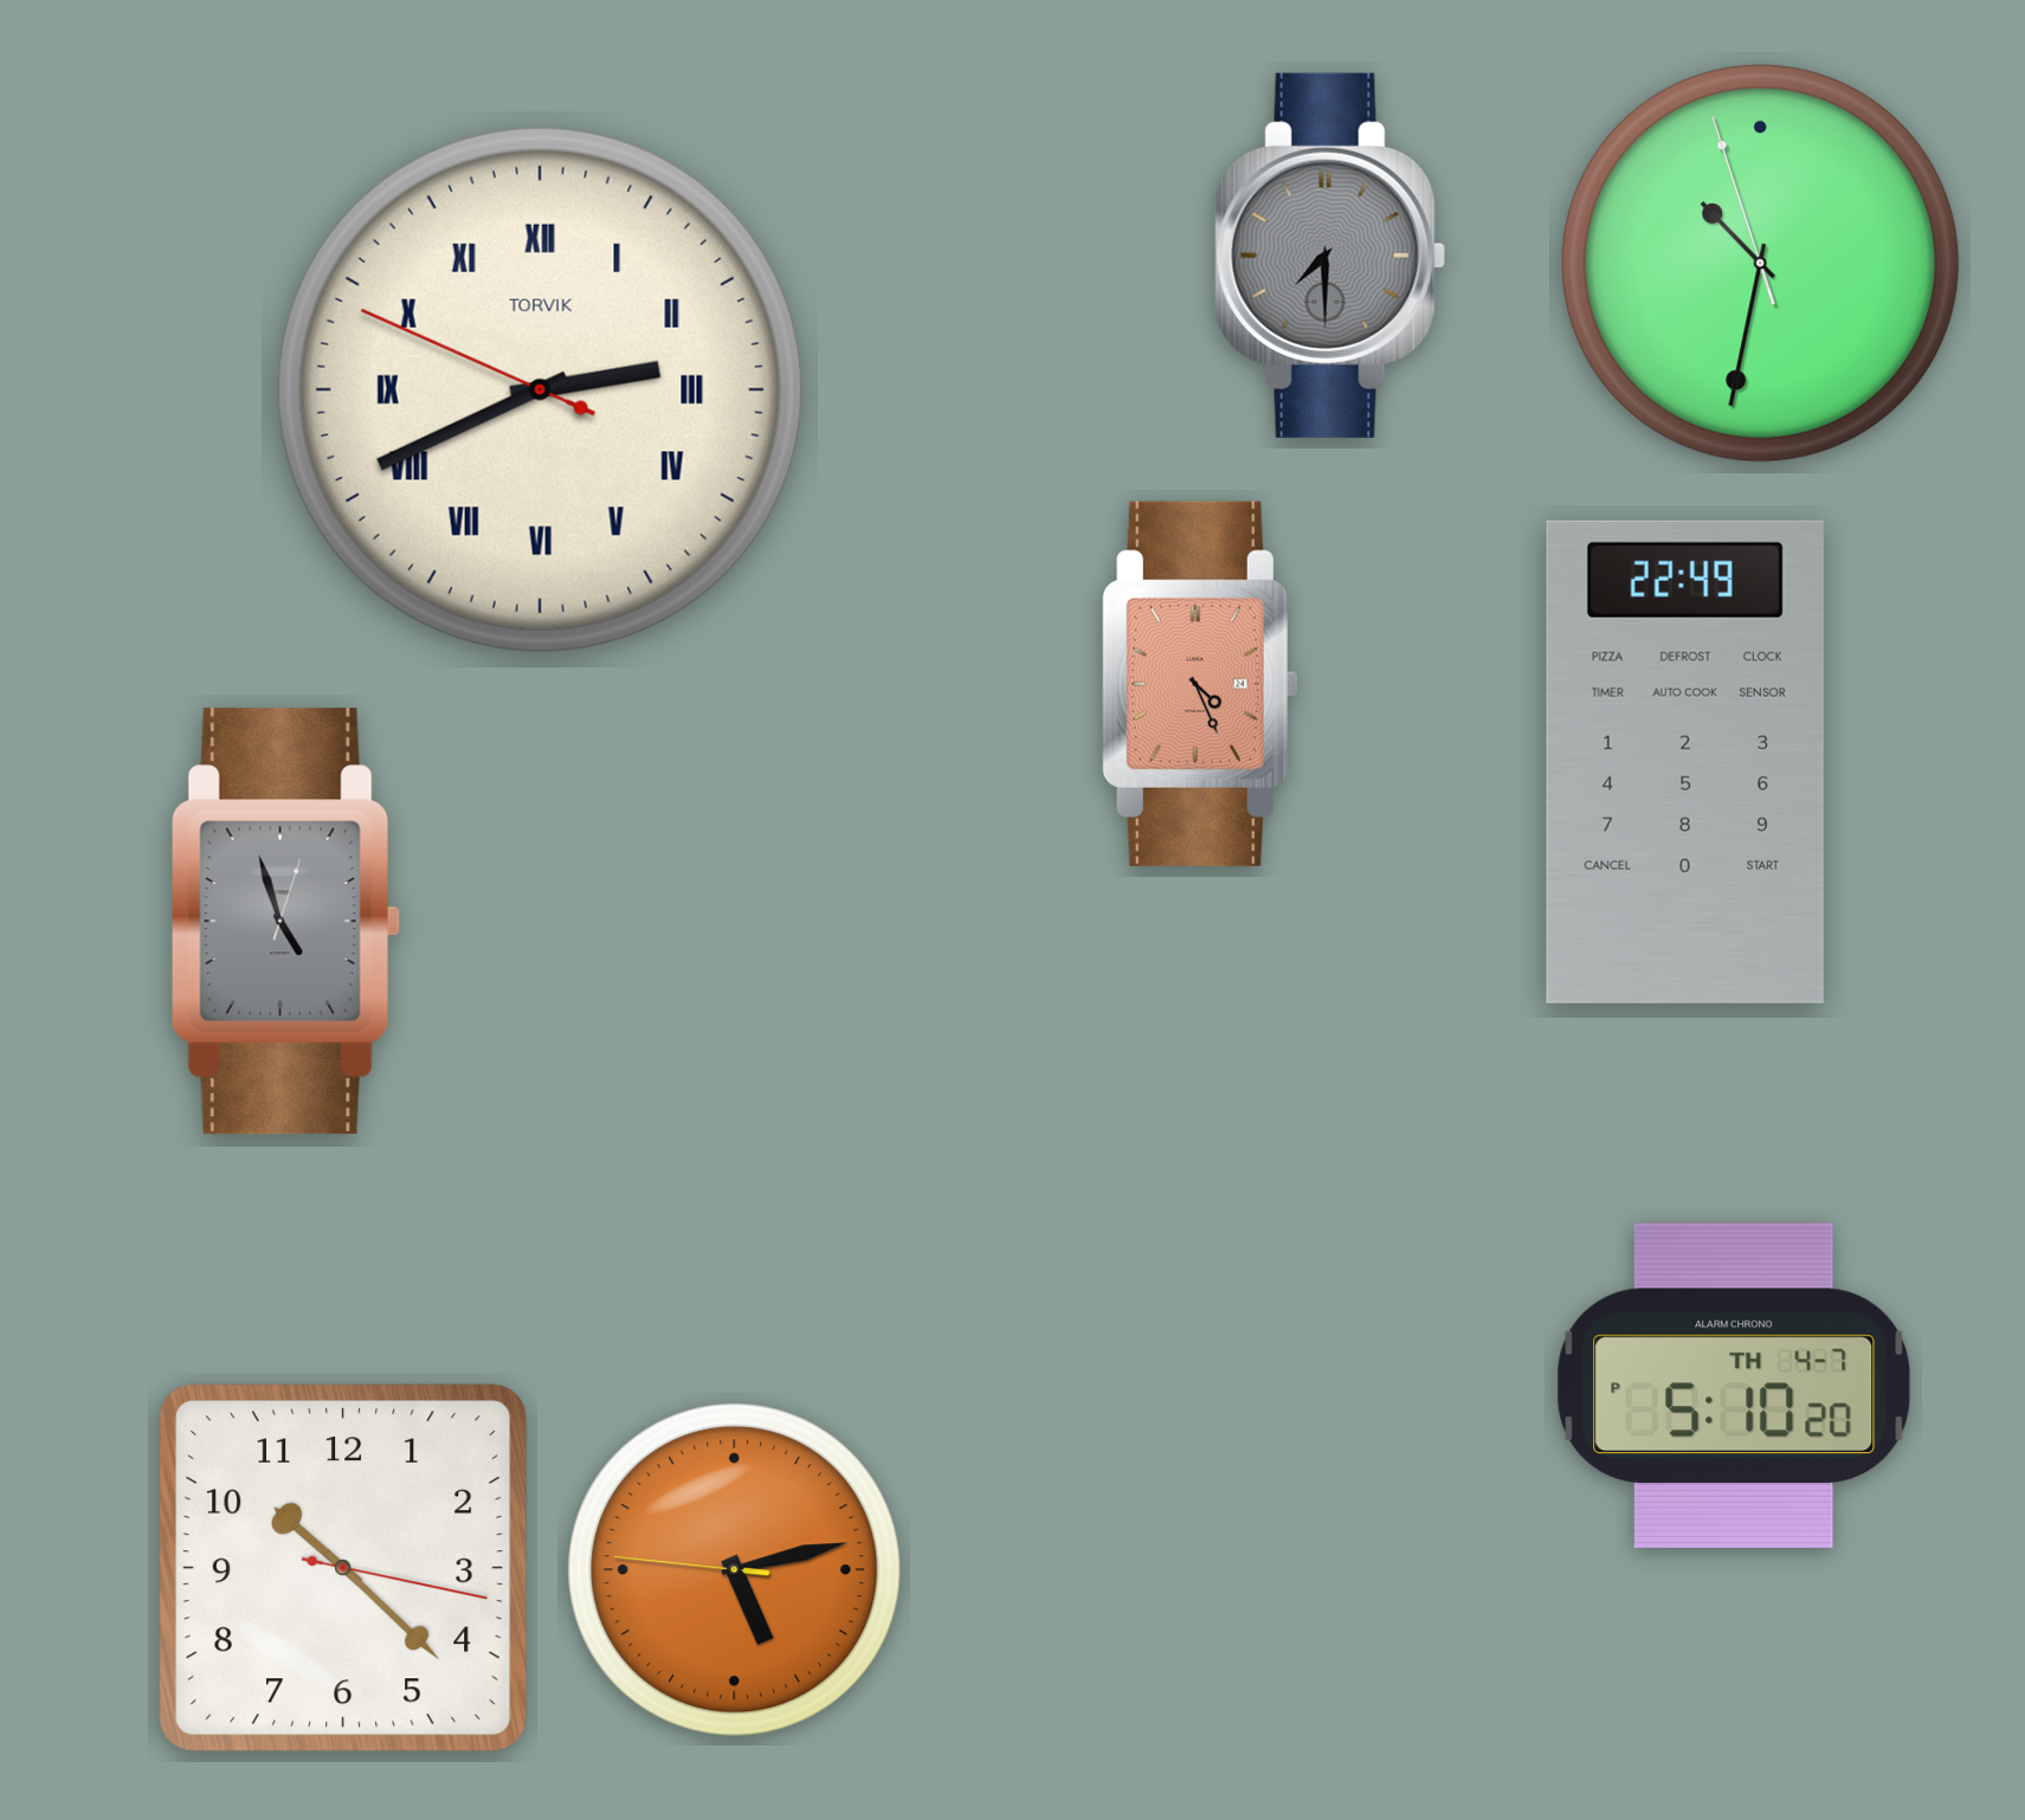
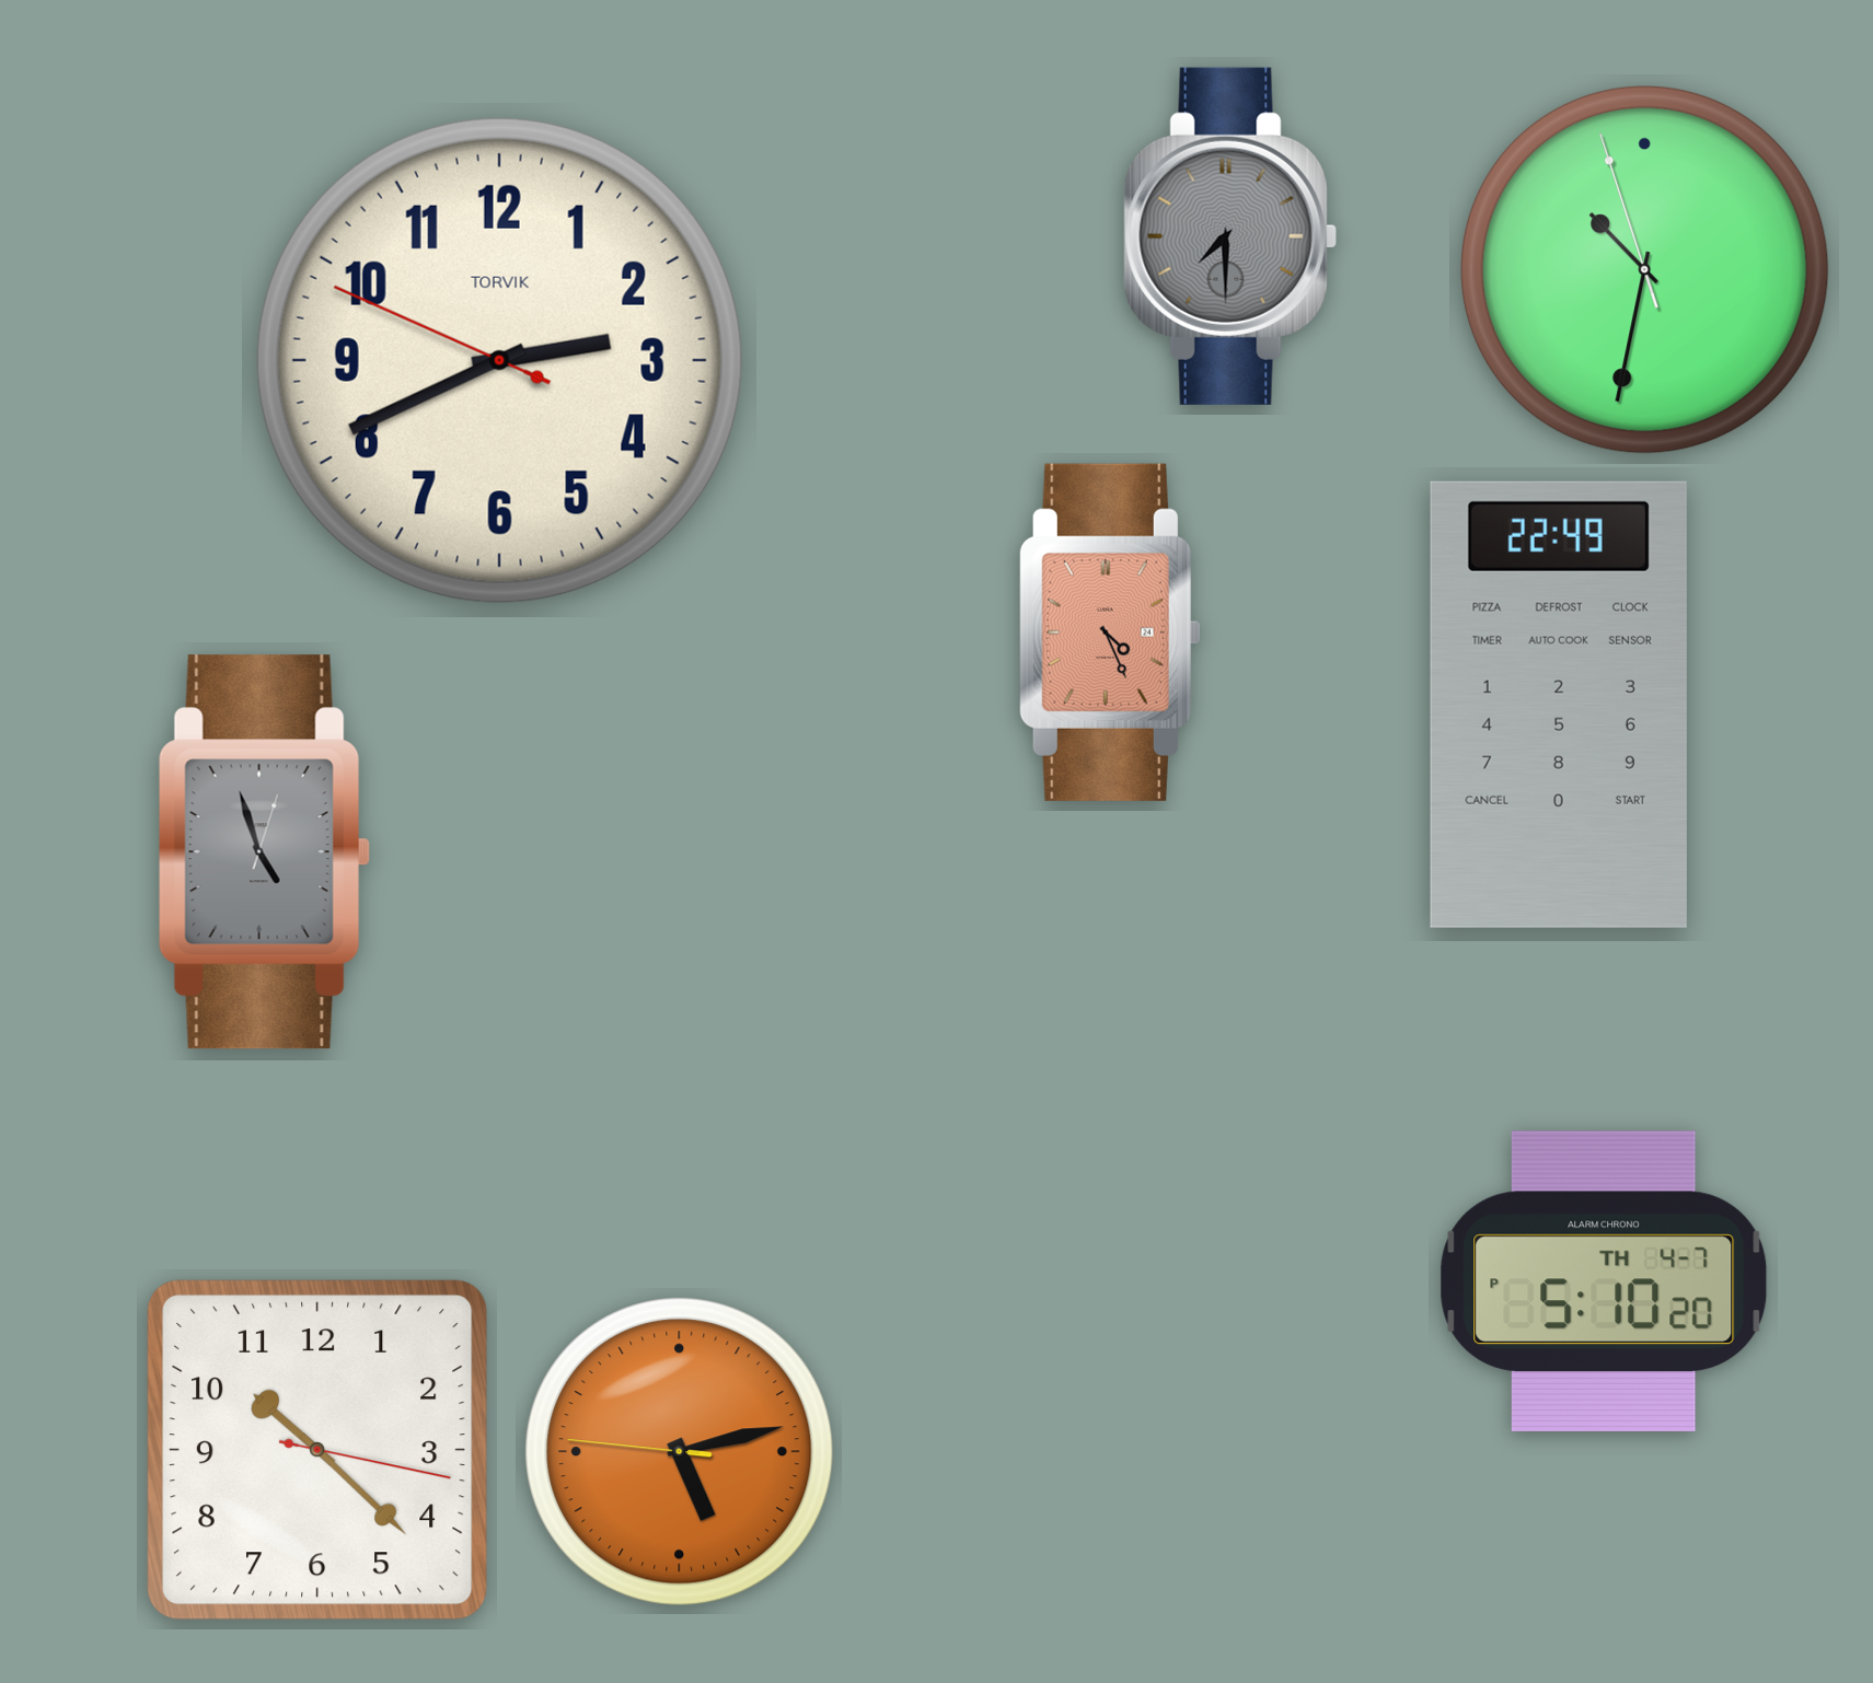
clock at (1760, 263) position: (1760, 263) -> (1644, 269)
clock at (540, 389) numerals: Roman -> Arabic
